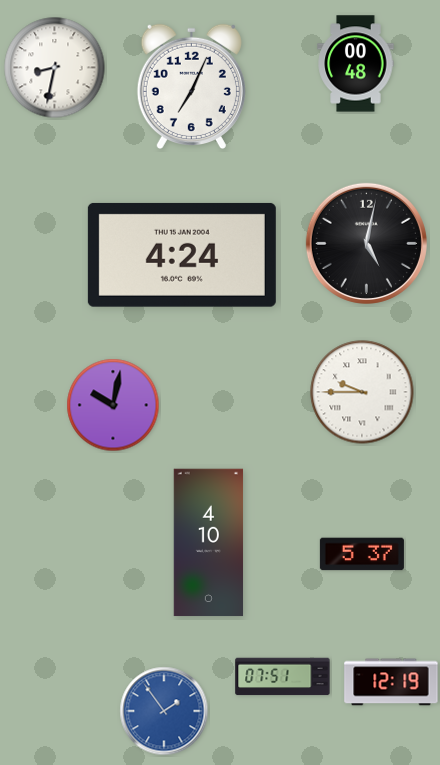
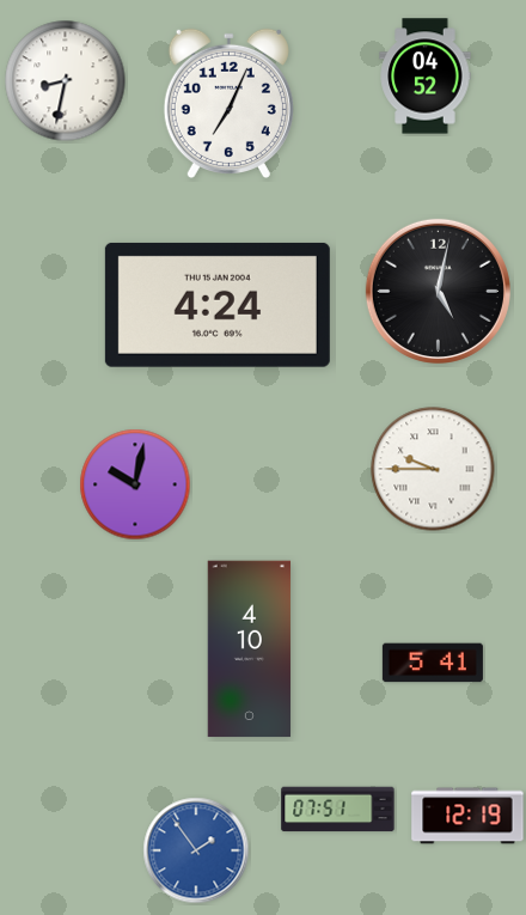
clock at (356, 64): 00:48 -> 04:52
clock at (362, 554): 5:37 -> 5:41
